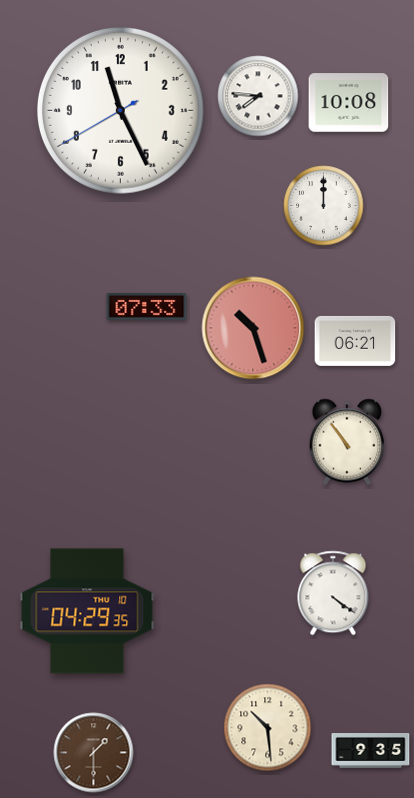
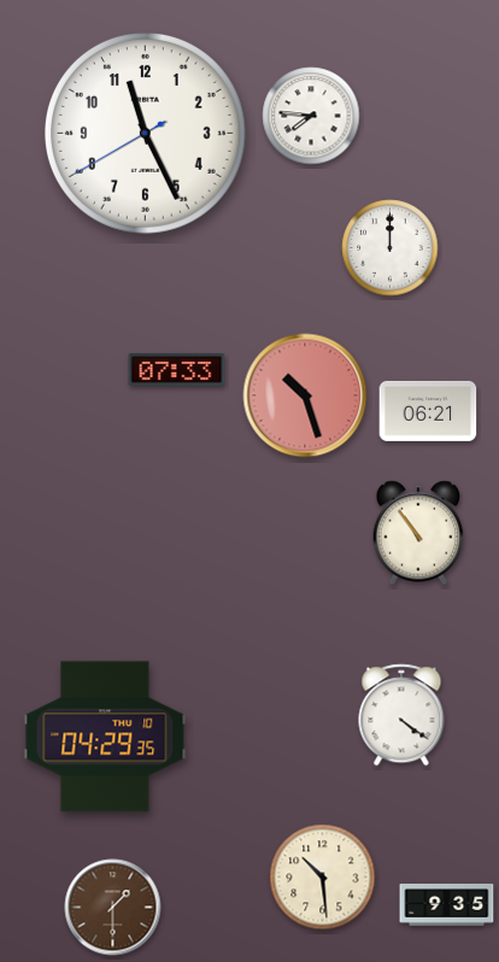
clock at (349, 103): 10:08 -> none
